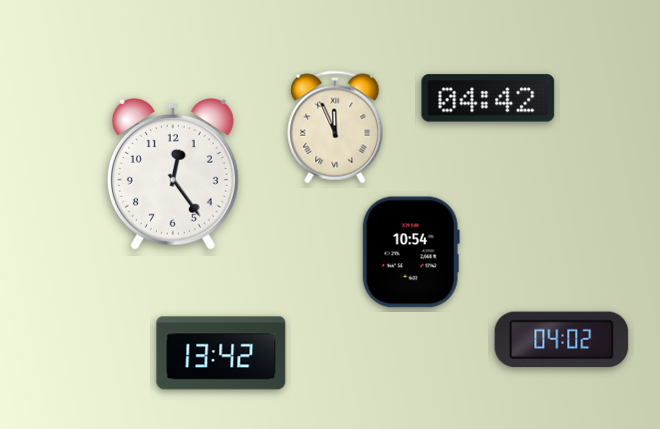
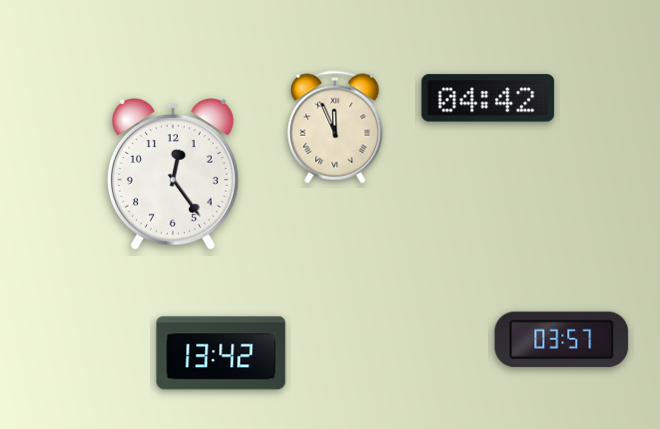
clock at (411, 252): 10:54 -> none
clock at (562, 340): 04:02 -> 03:57
